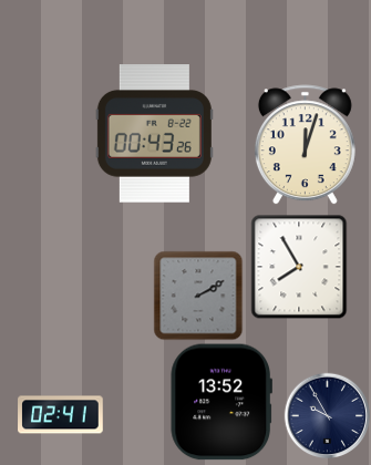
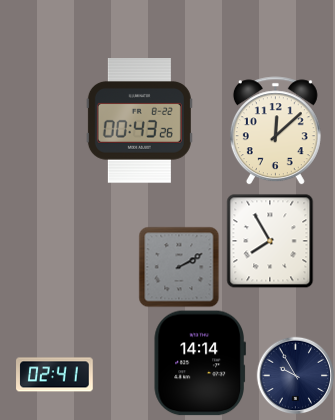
clock at (305, 145): 12:03 -> 12:08
clock at (221, 402): 13:52 -> 14:14
